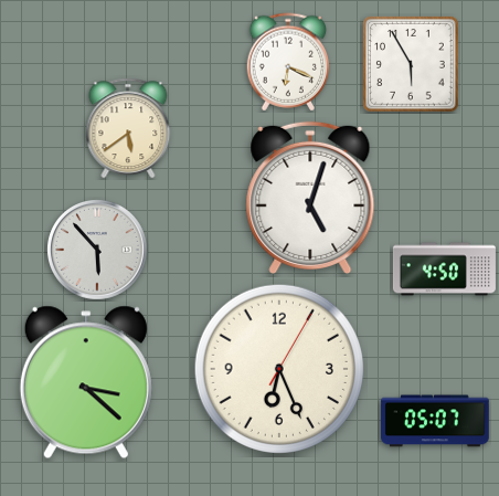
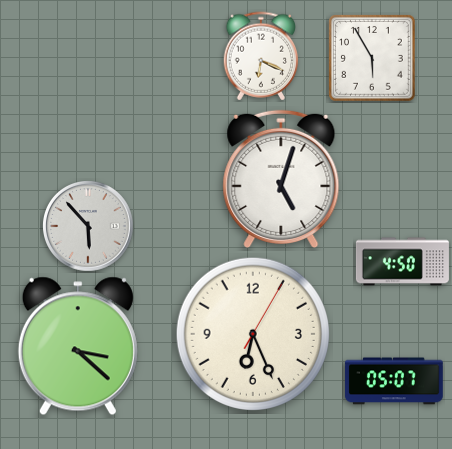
clock at (128, 128): 5:39 -> none
clock at (444, 270) position: (444, 270) -> (402, 262)
